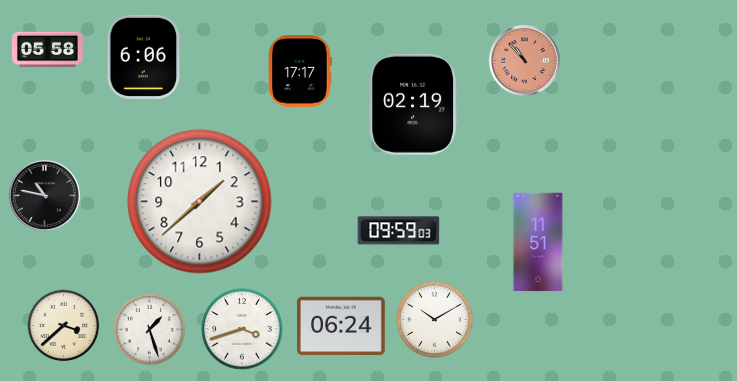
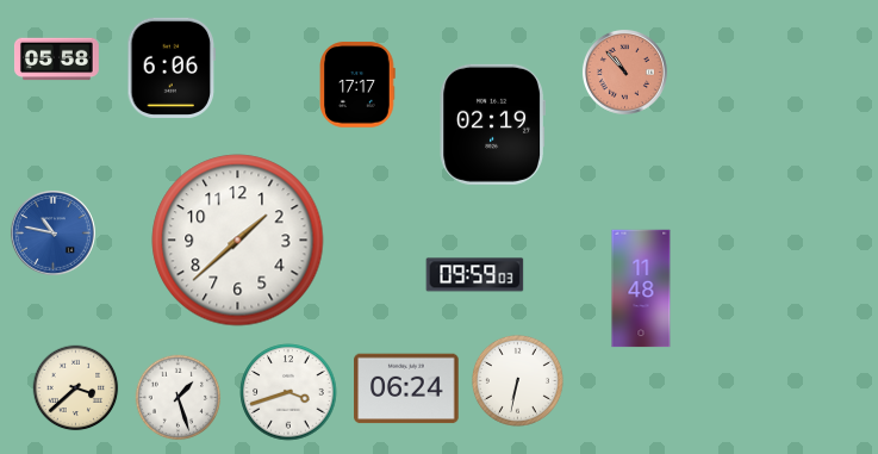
clock at (44, 195) dial: black -> blue
clock at (538, 242): 11:51 -> 11:48
clock at (434, 319): 10:10 -> 6:32
clock at (150, 330) position: (150, 330) -> (179, 398)
